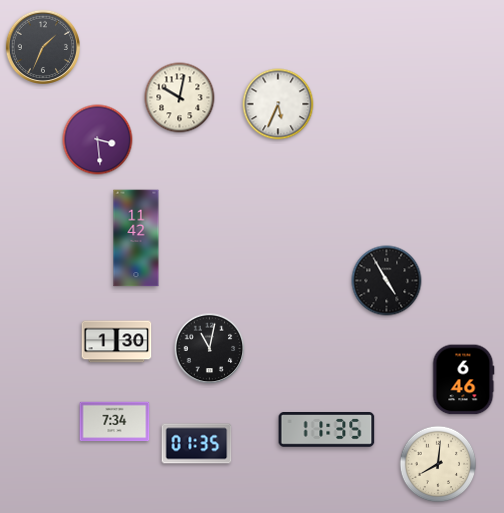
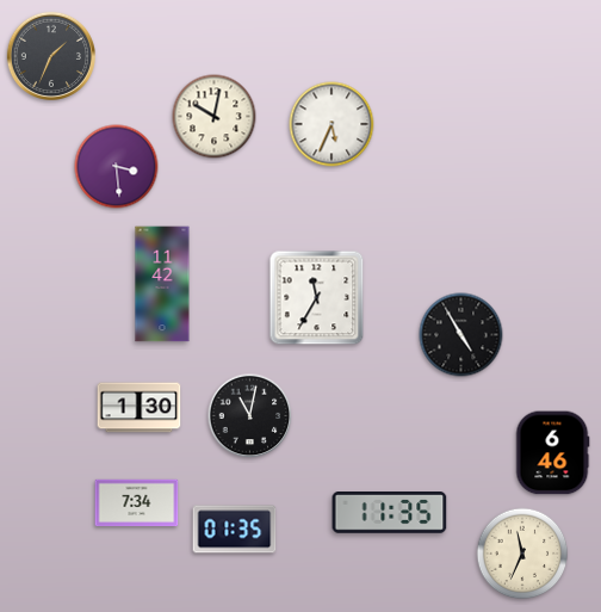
clock at (317, 298): none -> 11:35
clock at (438, 464): 8:01 -> 11:34
